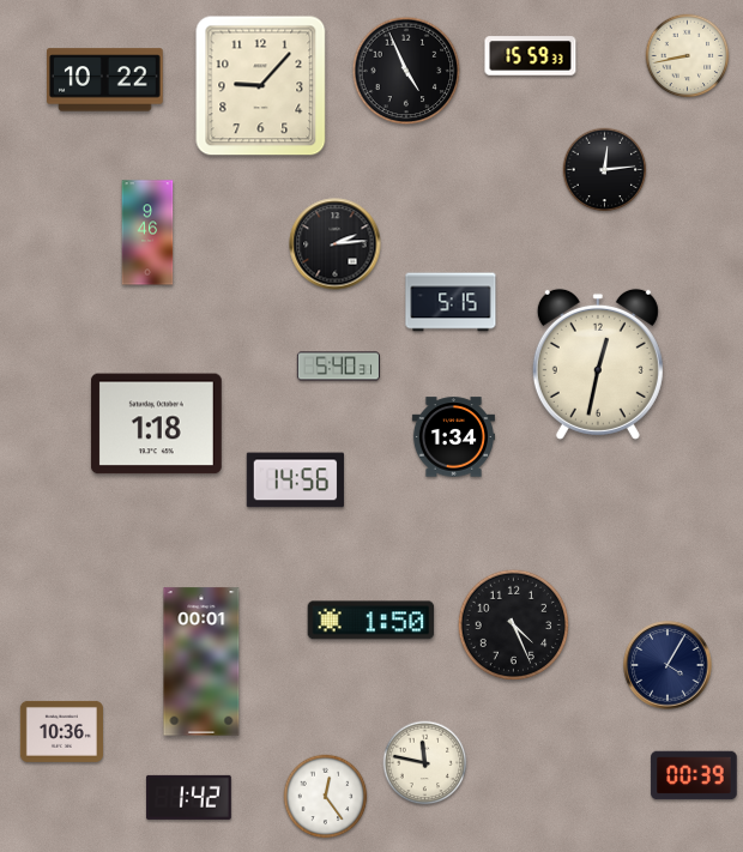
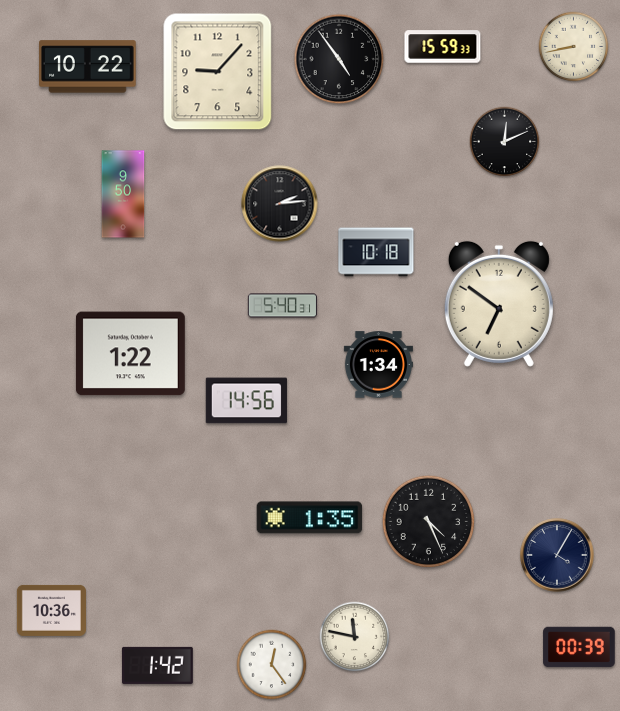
clock at (406, 71): 4:56 -> 4:54
clock at (605, 170): 12:14 -> 12:11
clock at (147, 232): 9:46 -> 9:50
clock at (451, 302): 5:15 -> 10:18
clock at (598, 364): 12:32 -> 6:51
clock at (156, 424): 1:18 -> 1:22
clock at (371, 621): 1:50 -> 1:35
clock at (201, 661): 00:01 -> none
